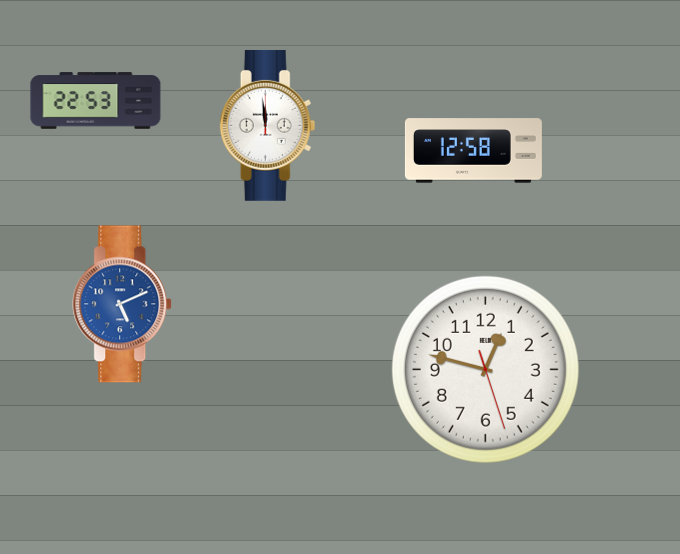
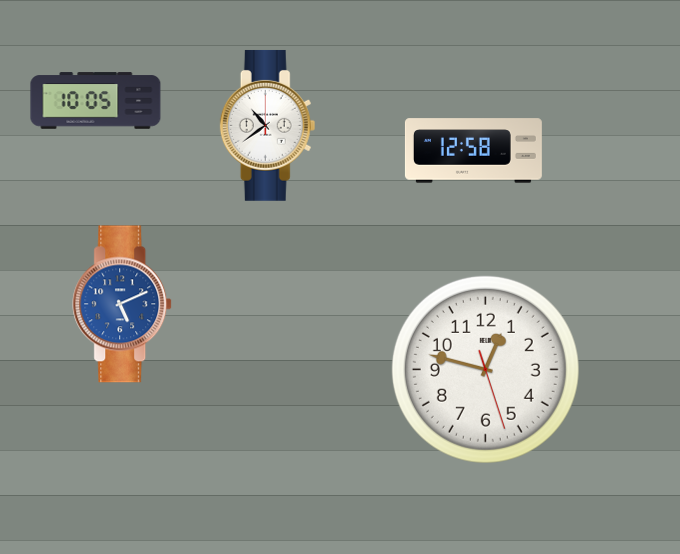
clock at (96, 101): 22:53 -> 10:05
clock at (268, 125): 11:59 -> 10:39
